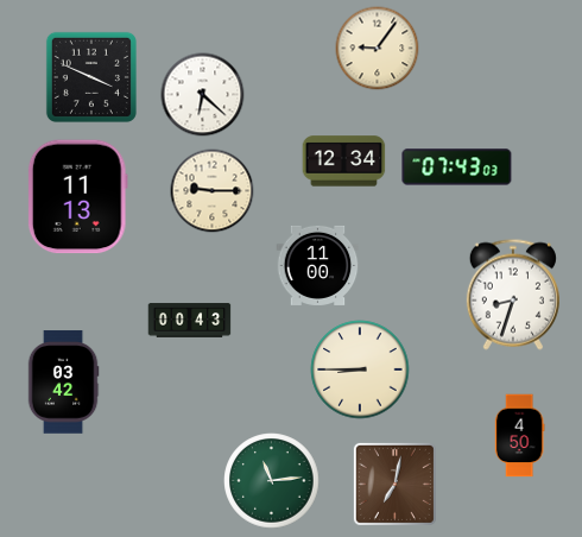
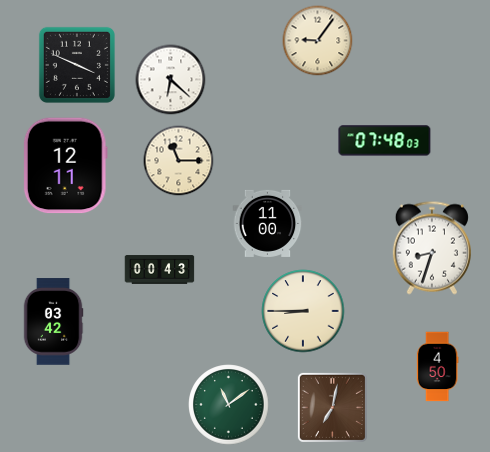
clock at (344, 162): 12:34 -> none
clock at (457, 168): 07:43 -> 07:48
clock at (213, 191): 9:15 -> 11:15
clock at (77, 197): 11:13 -> 12:11
clock at (272, 481): 11:14 -> 11:09
